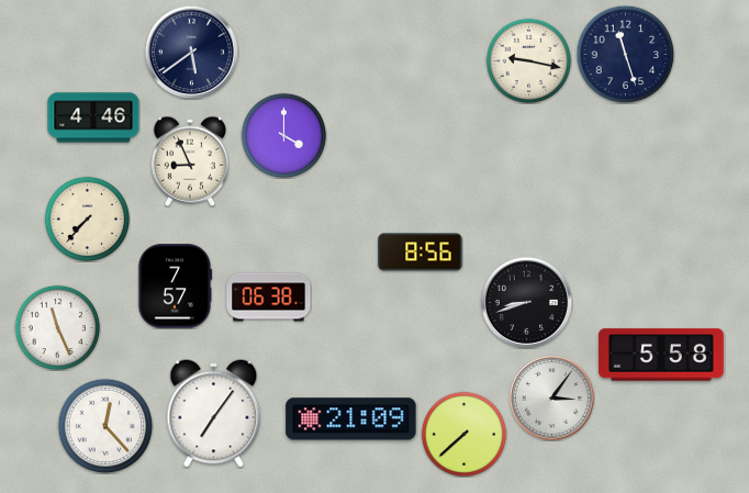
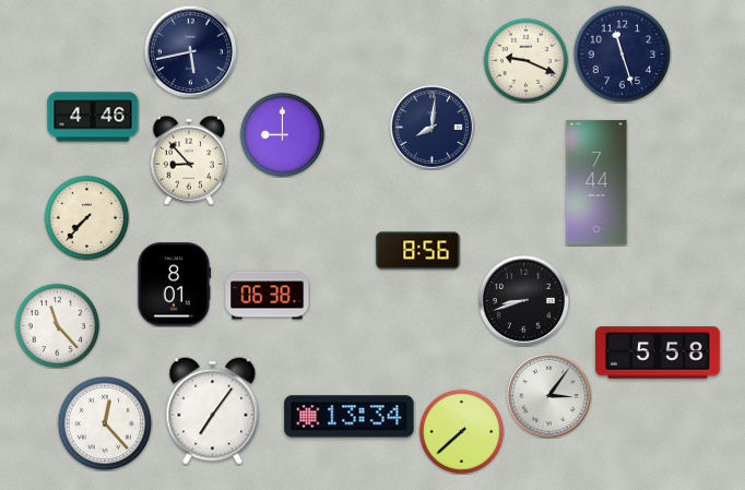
clock at (191, 52): 5:39 -> 5:43
clock at (528, 60): 9:17 -> 9:19
clock at (431, 127): none -> 8:01
clock at (283, 135): 4:00 -> 9:00
clock at (190, 161): 8:56 -> 8:53
clock at (596, 182): none -> 7:44
clock at (175, 287): 7:57 -> 8:01
clock at (57, 327): 11:26 -> 11:23
clock at (351, 419): 21:09 -> 13:34
